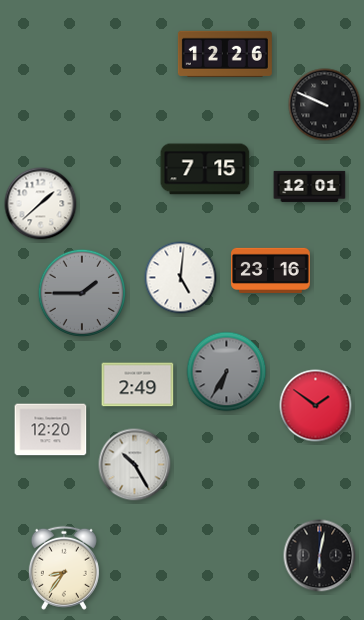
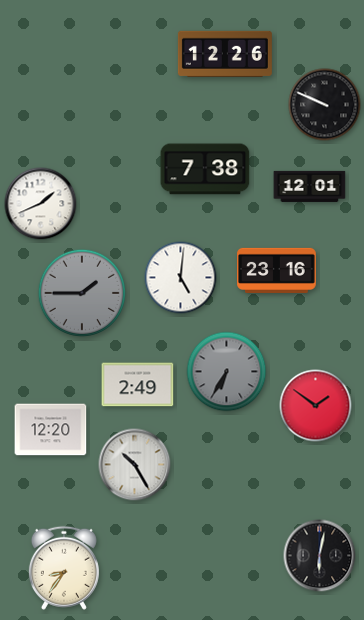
clock at (205, 169): 7:15 -> 7:38
clock at (41, 204): 1:38 -> 1:41
clock at (271, 270) position: (271, 270) -> (277, 270)
